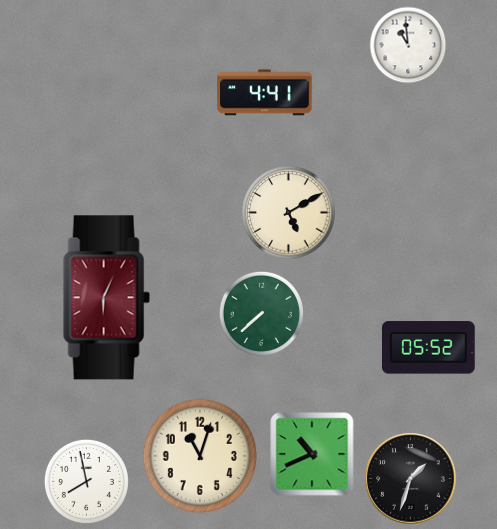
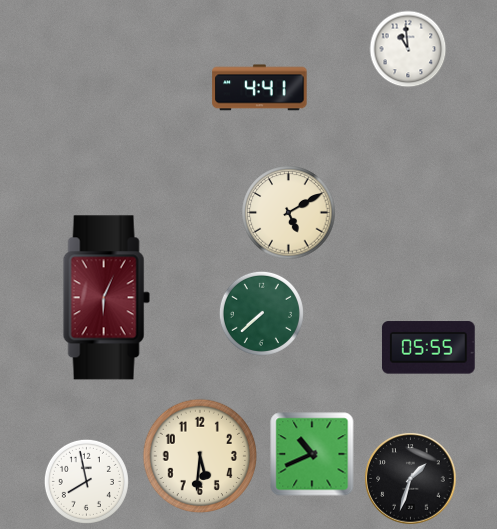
clock at (408, 45) position: (408, 45) -> (408, 49)
clock at (265, 93) position: (265, 93) -> (260, 88)
clock at (428, 348): 05:52 -> 05:55
clock at (200, 456): 11:03 -> 5:31
